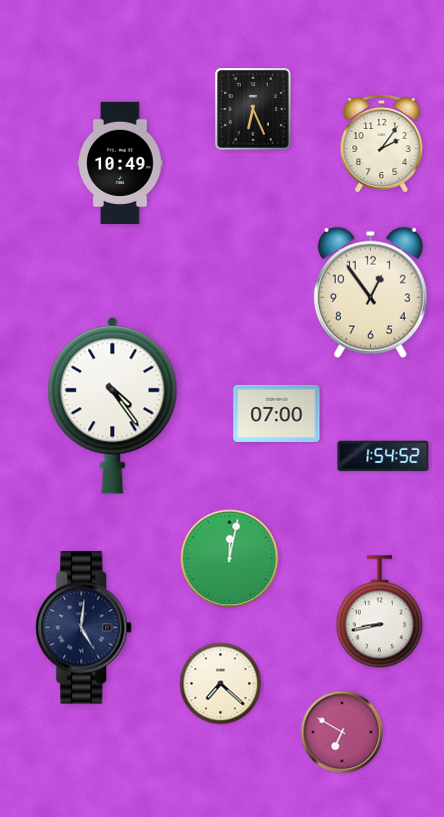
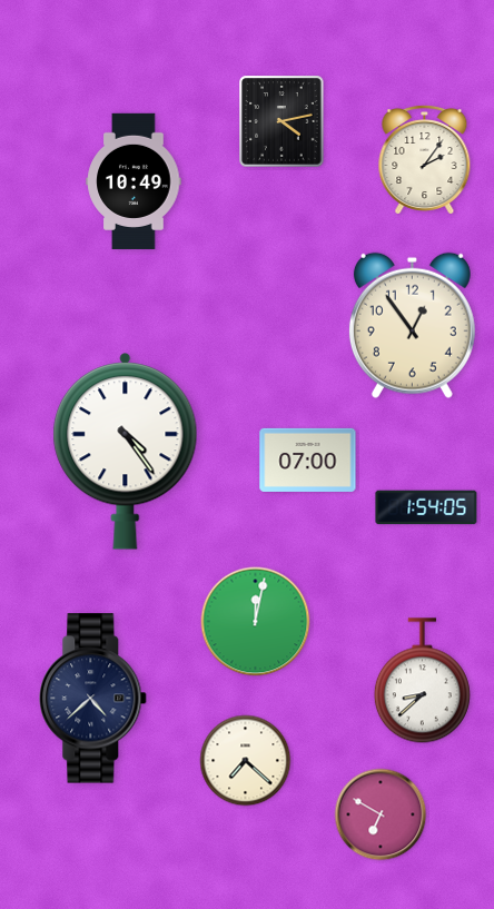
clock at (253, 109): 6:26 -> 4:13
clock at (383, 456): 1:54:52 -> 1:54:05
clock at (379, 612): 8:43 -> 8:38
clock at (84, 628): 5:01 -> 4:38
